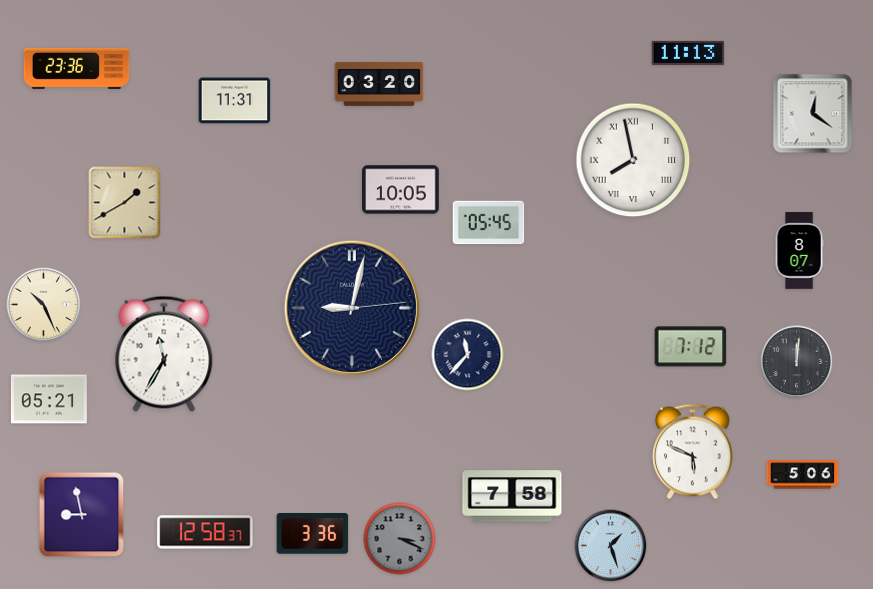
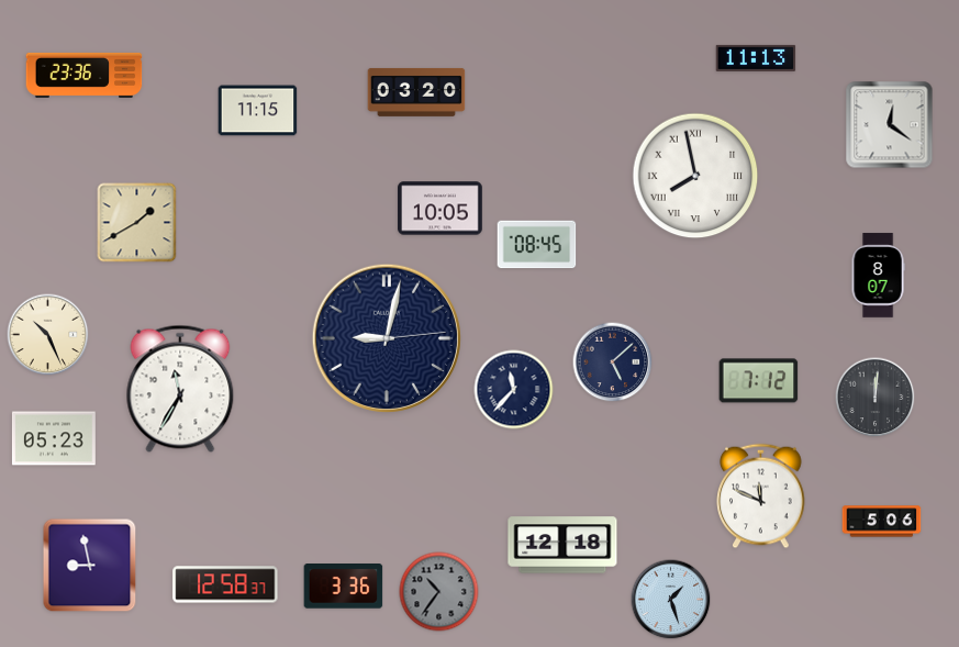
clock at (235, 101): 11:31 -> 11:15
clock at (813, 114) position: (813, 114) -> (890, 125)
clock at (489, 223): 05:45 -> 08:45
clock at (613, 362): none -> 5:08
clock at (49, 399): 05:21 -> 05:23
clock at (693, 452): 5:49 -> 11:49
clock at (512, 496): 7:58 -> 12:18
clock at (400, 539): 3:19 -> 10:36
